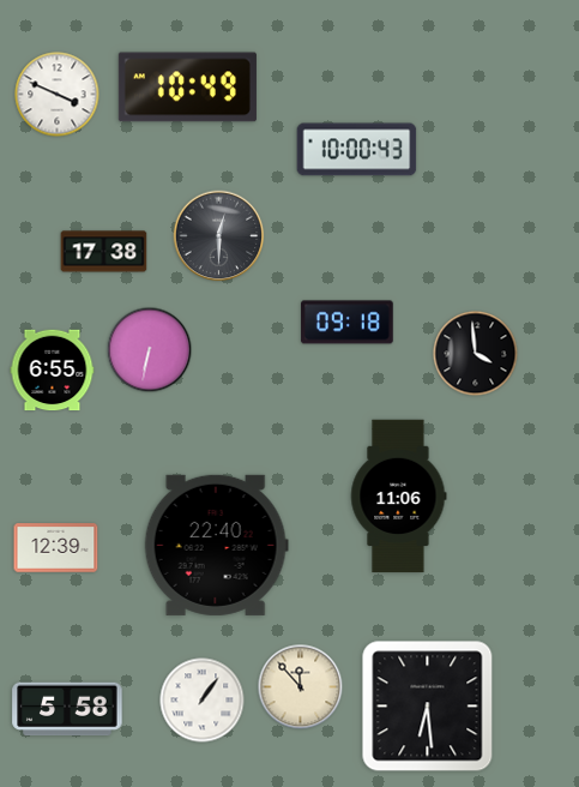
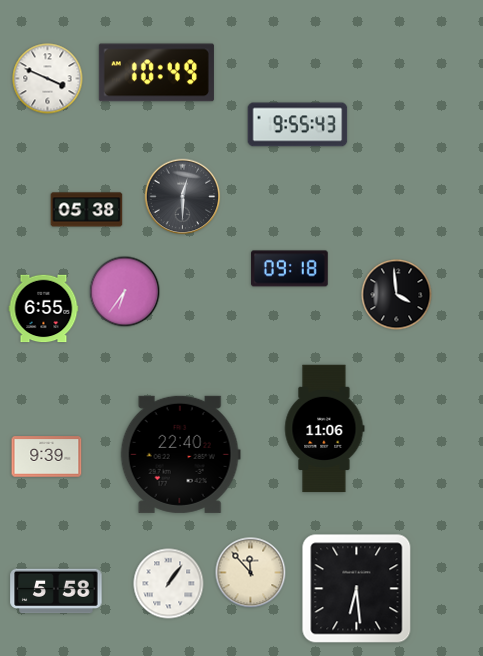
clock at (357, 150): 10:00 -> 9:55
clock at (104, 252): 17:38 -> 05:38
clock at (150, 350): 6:32 -> 6:36
clock at (398, 497) position: (398, 497) -> (324, 429)
clock at (56, 548): 12:39 -> 9:39
